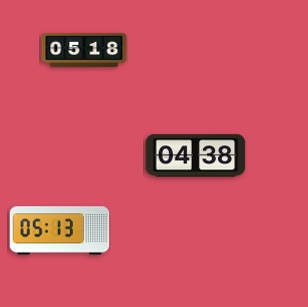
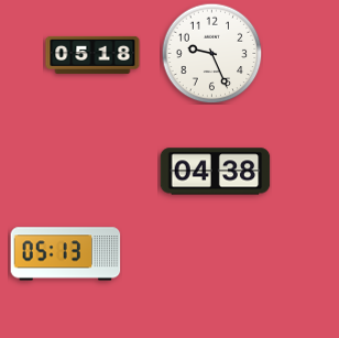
clock at (211, 53): none -> 9:26
